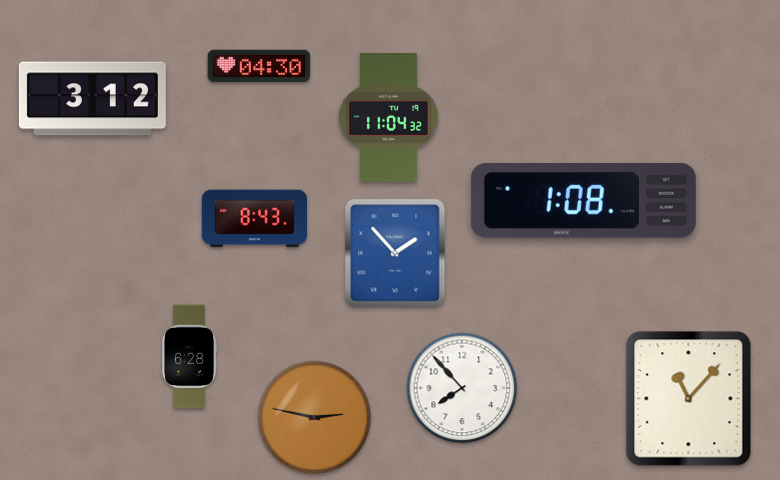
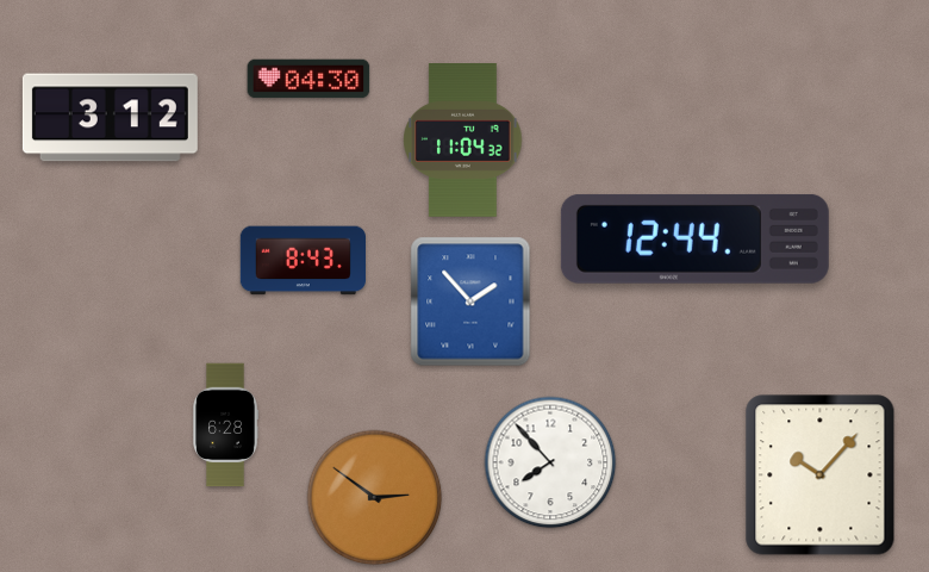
clock at (583, 200): 1:08 -> 12:44
clock at (689, 399): 11:07 -> 10:07
clock at (315, 418): 2:47 -> 2:51
